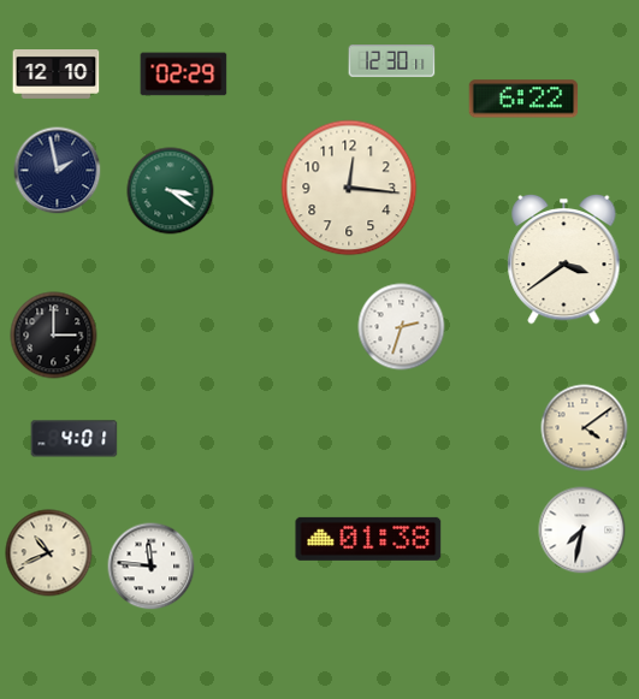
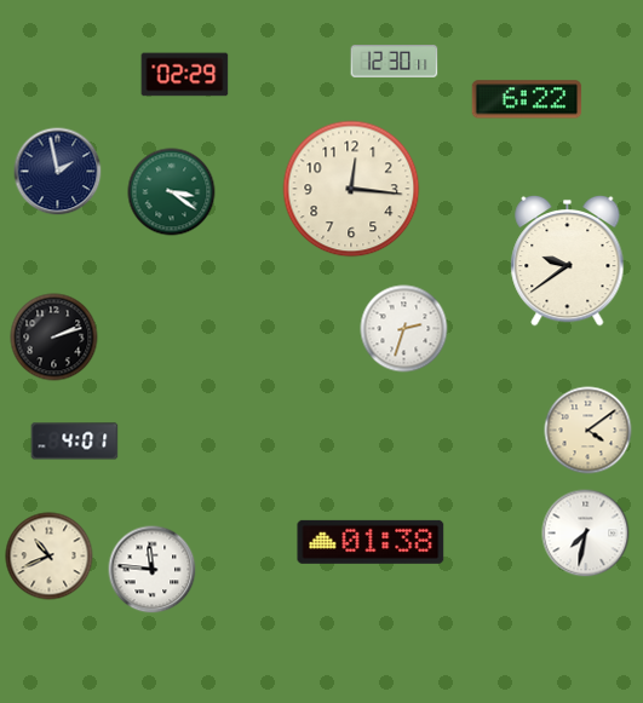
clock at (57, 75): 12:10 -> none
clock at (564, 259): 3:39 -> 9:39
clock at (54, 336): 3:00 -> 2:12
